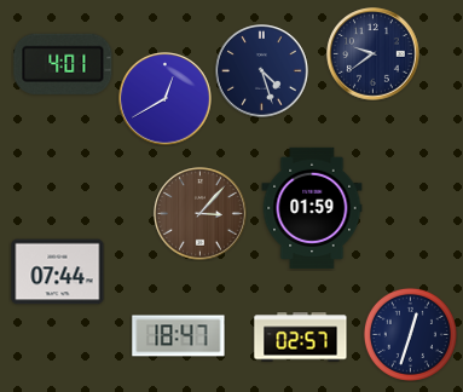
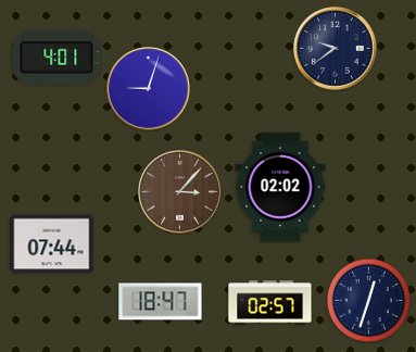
clock at (262, 71): 4:27 -> none
clock at (166, 99): 12:40 -> 9:03
clock at (312, 207): 01:59 -> 02:02
